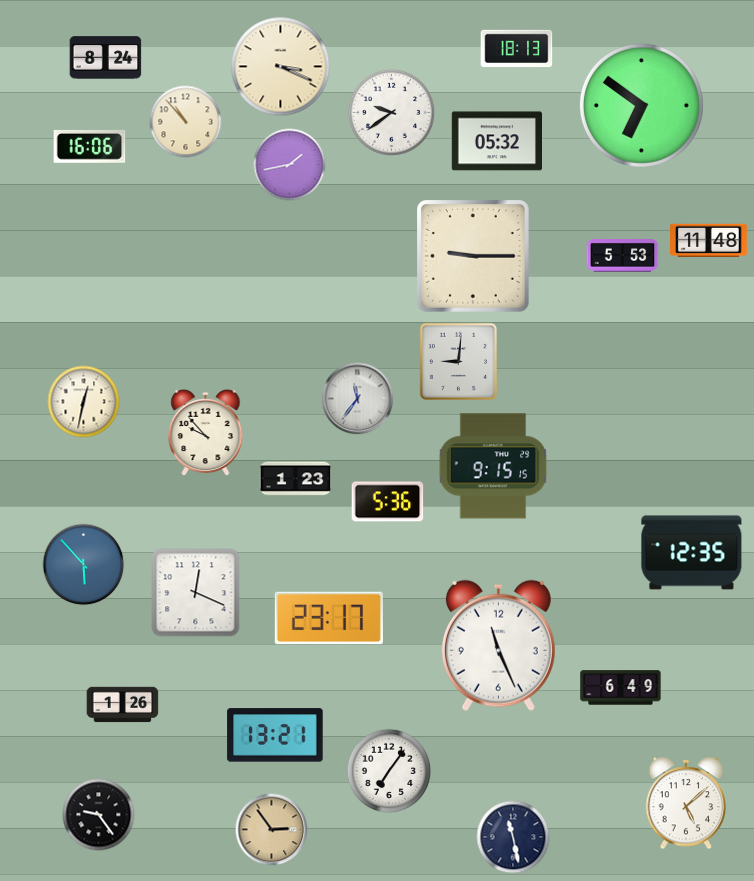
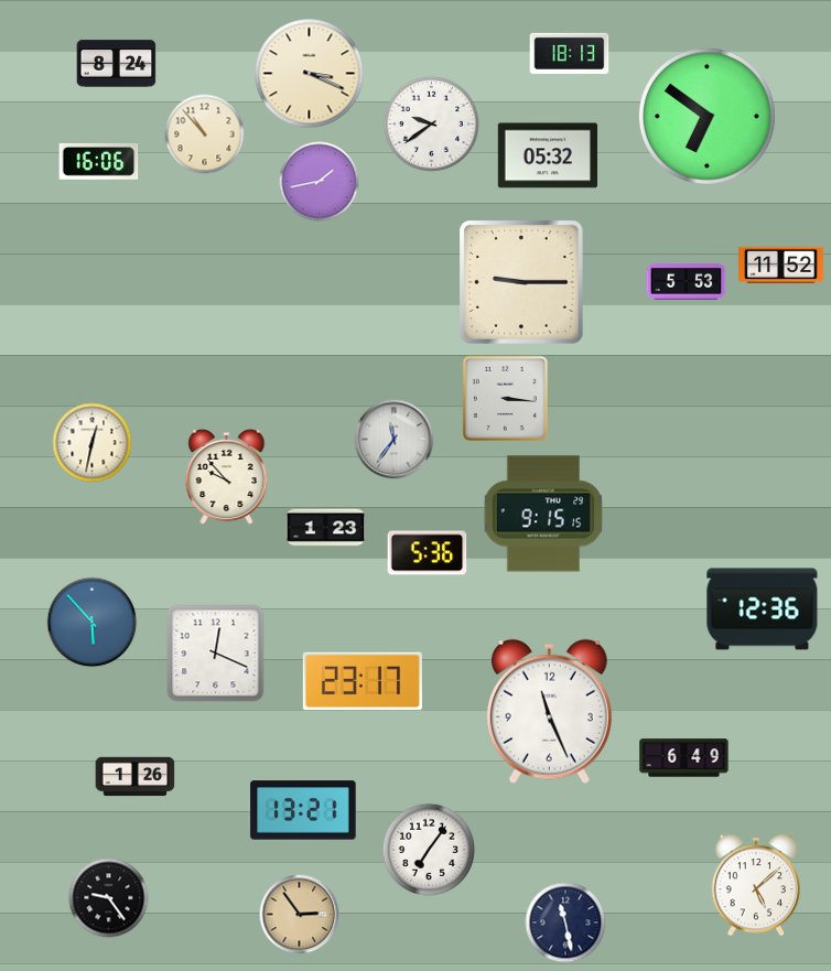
clock at (709, 241): 11:48 -> 11:52
clock at (458, 361): 9:01 -> 3:16
clock at (692, 553): 12:35 -> 12:36
